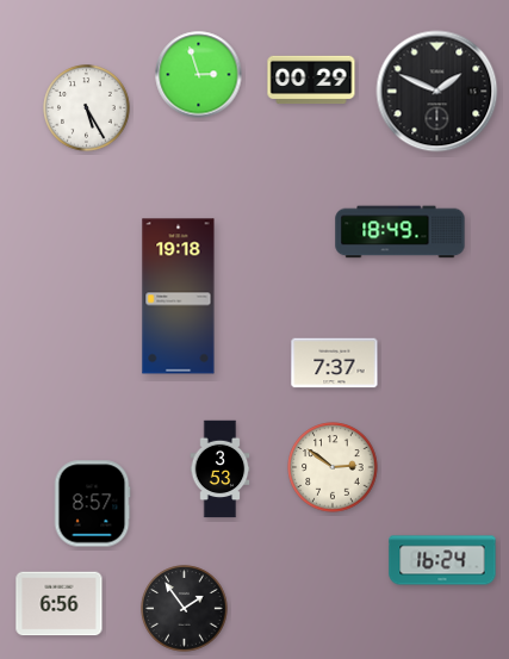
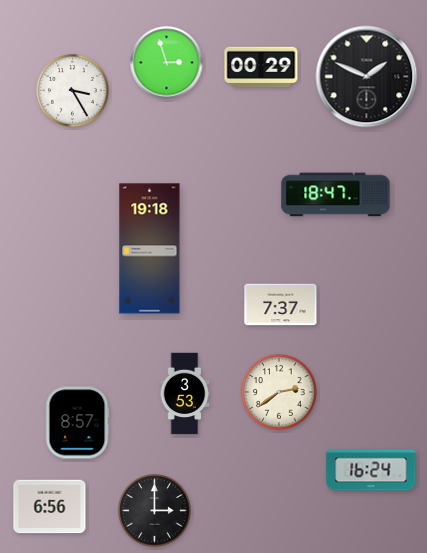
clock at (87, 108): 5:25 -> 3:25
clock at (401, 232): 18:49 -> 18:47
clock at (333, 467): 2:51 -> 2:39
clock at (185, 609): 1:54 -> 3:00
